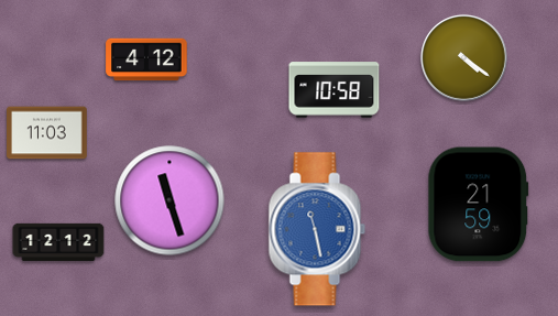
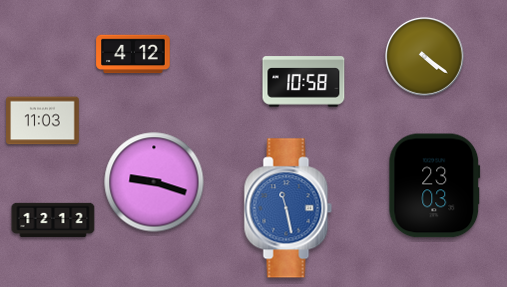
clock at (464, 58) position: (464, 58) -> (425, 57)
clock at (169, 200): 11:27 -> 9:18
clock at (479, 205): 21:59 -> 23:03
